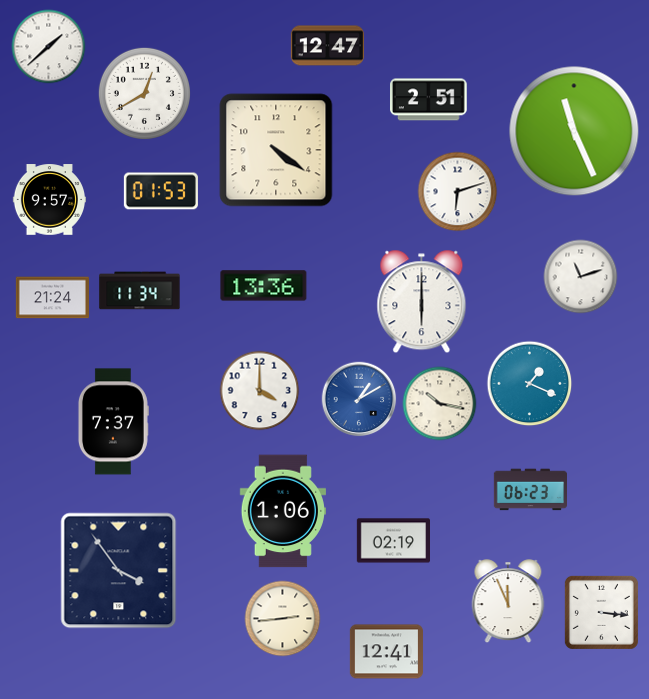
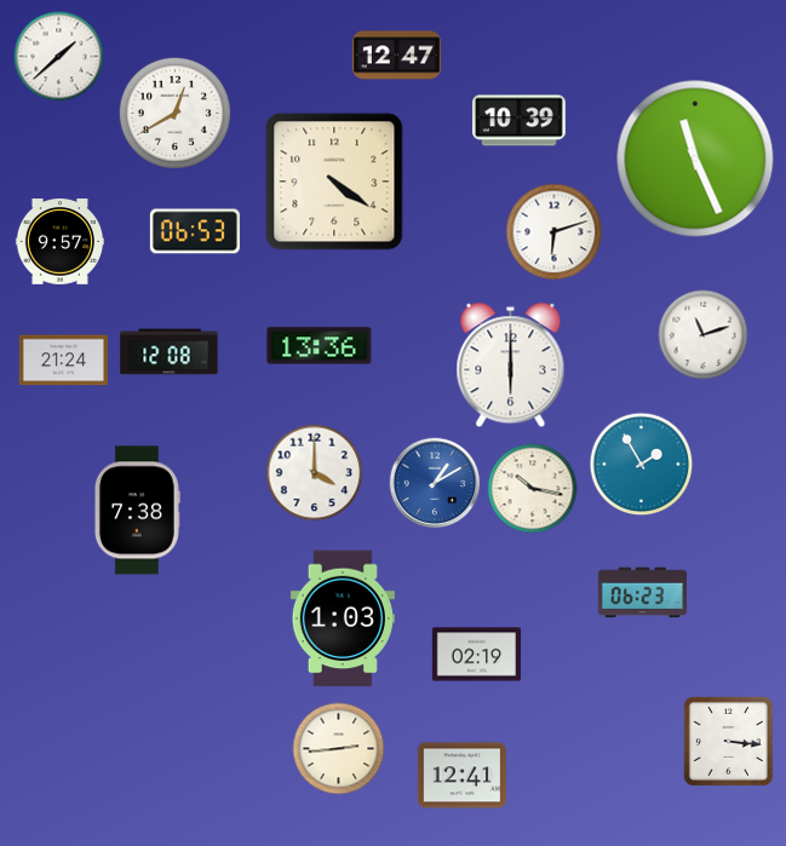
clock at (429, 100): 2:51 -> 10:39
clock at (161, 191): 01:53 -> 06:53
clock at (140, 291): 11:34 -> 12:08
clock at (530, 384): 1:19 -> 1:55
clock at (113, 422): 7:37 -> 7:38
clock at (283, 511): 1:06 -> 1:03
clock at (119, 571): 3:54 -> none
clock at (508, 602): 11:56 -> none
clock at (283, 619) position: (283, 619) -> (339, 749)
clock at (386, 652) position: (386, 652) -> (461, 776)
